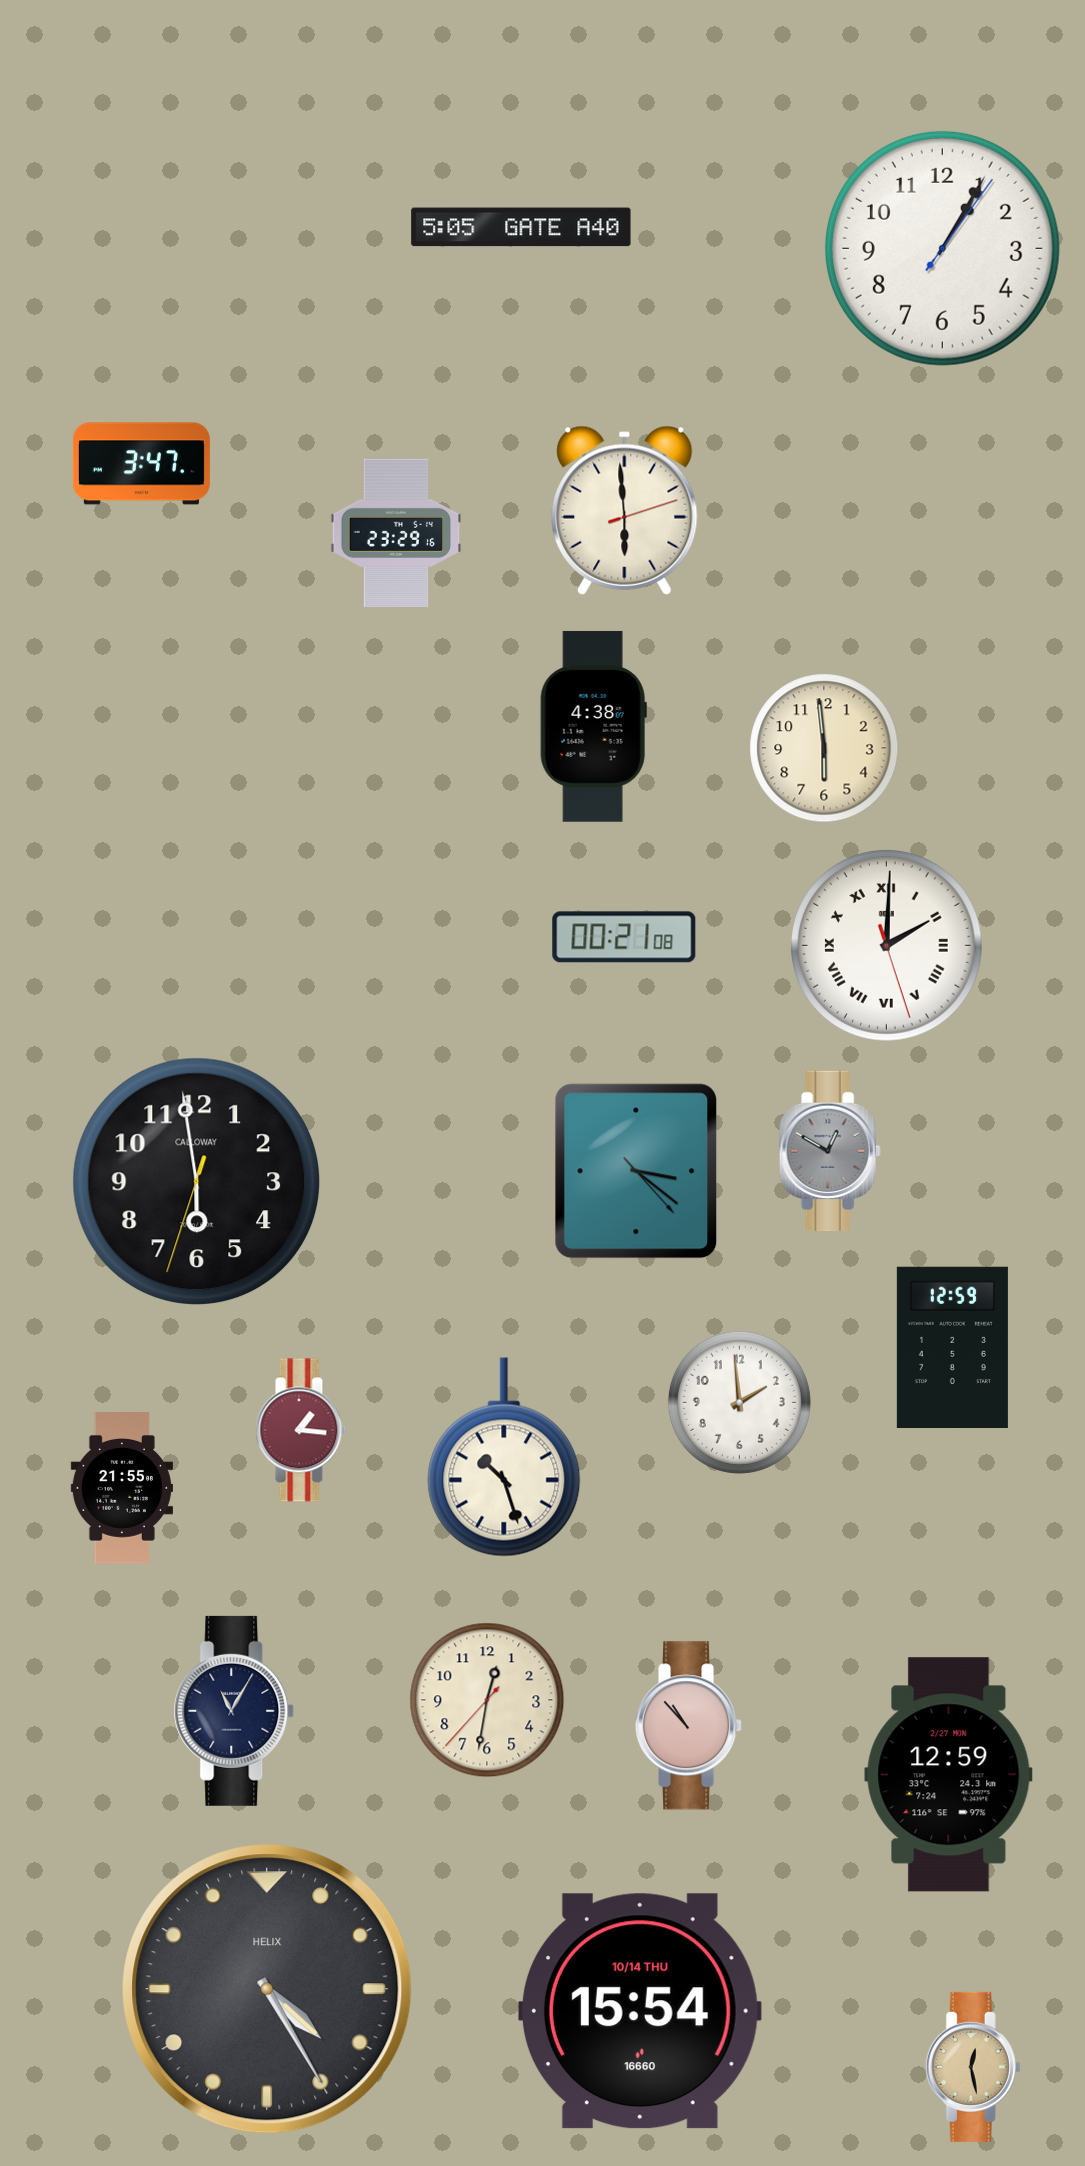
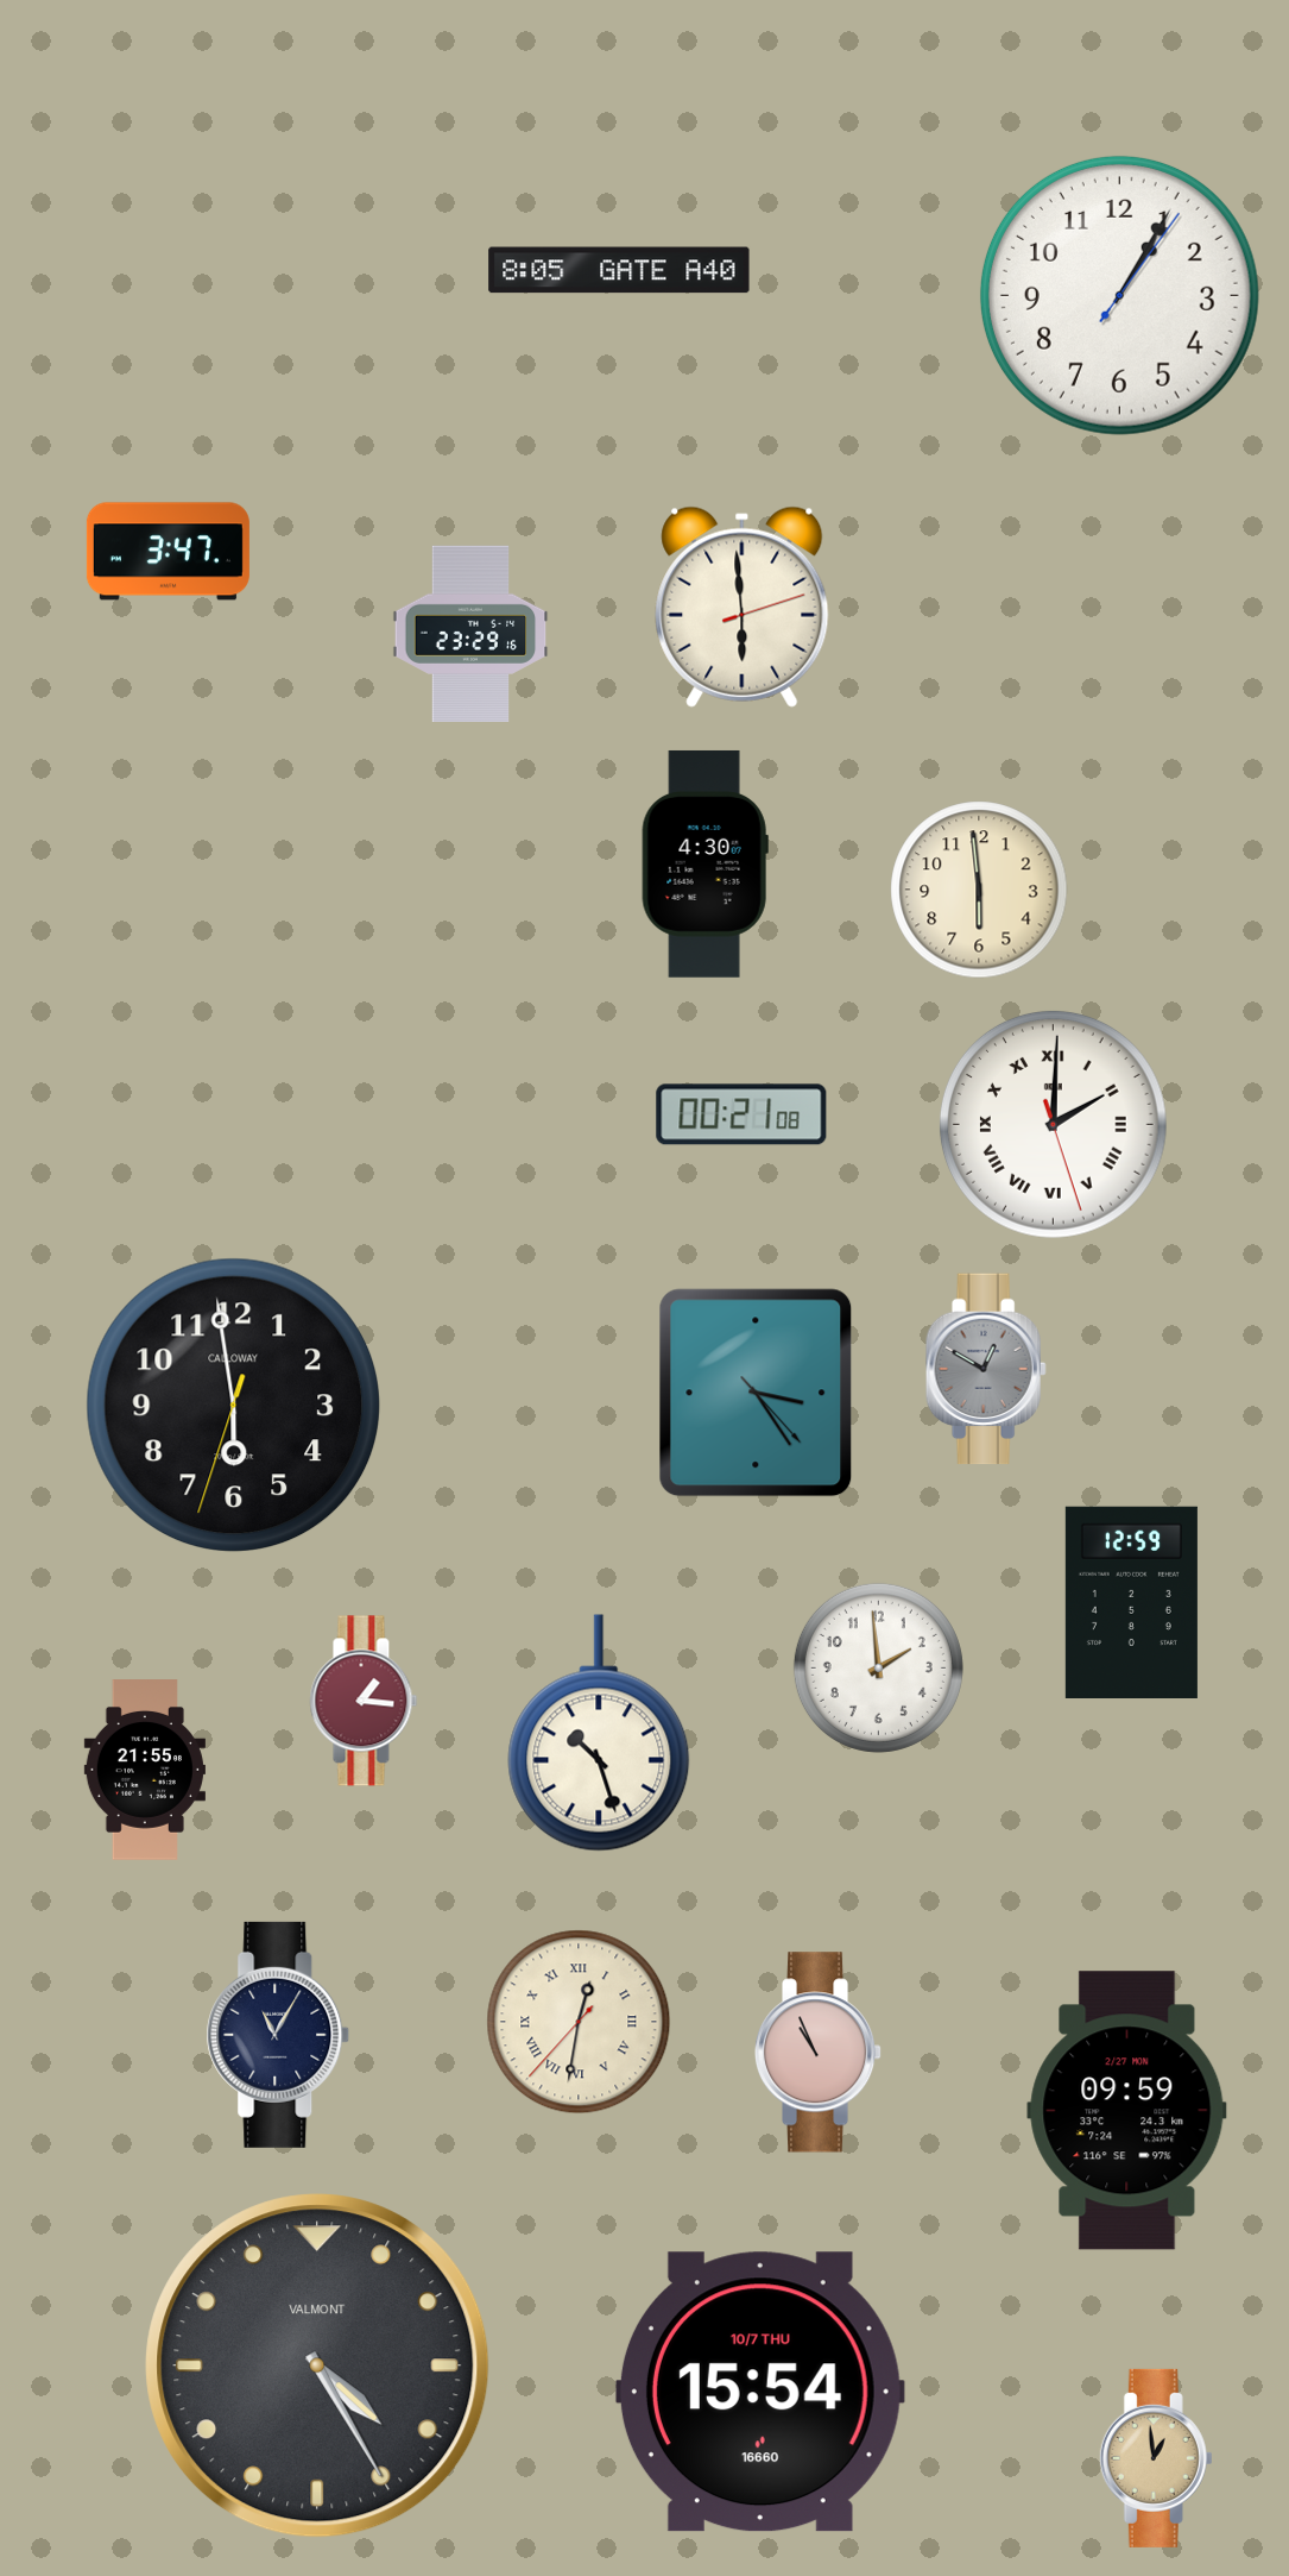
clock at (521, 227): 5:05 -> 8:05
clock at (593, 726): 4:38 -> 4:30
clock at (636, 1171): 3:21 -> 3:24
clock at (301, 1430) position: (301, 1430) -> (364, 1701)
clock at (487, 1700) numerals: Arabic -> Roman
clock at (689, 1726): 10:53 -> 10:56
clock at (949, 1775): 12:59 -> 09:59
clock at (267, 1989) brand: HELIX -> VALMONT
clock at (640, 2011) date: 10/14 THU -> 10/7 THU
clock at (973, 2067): 12:28 -> 12:59
